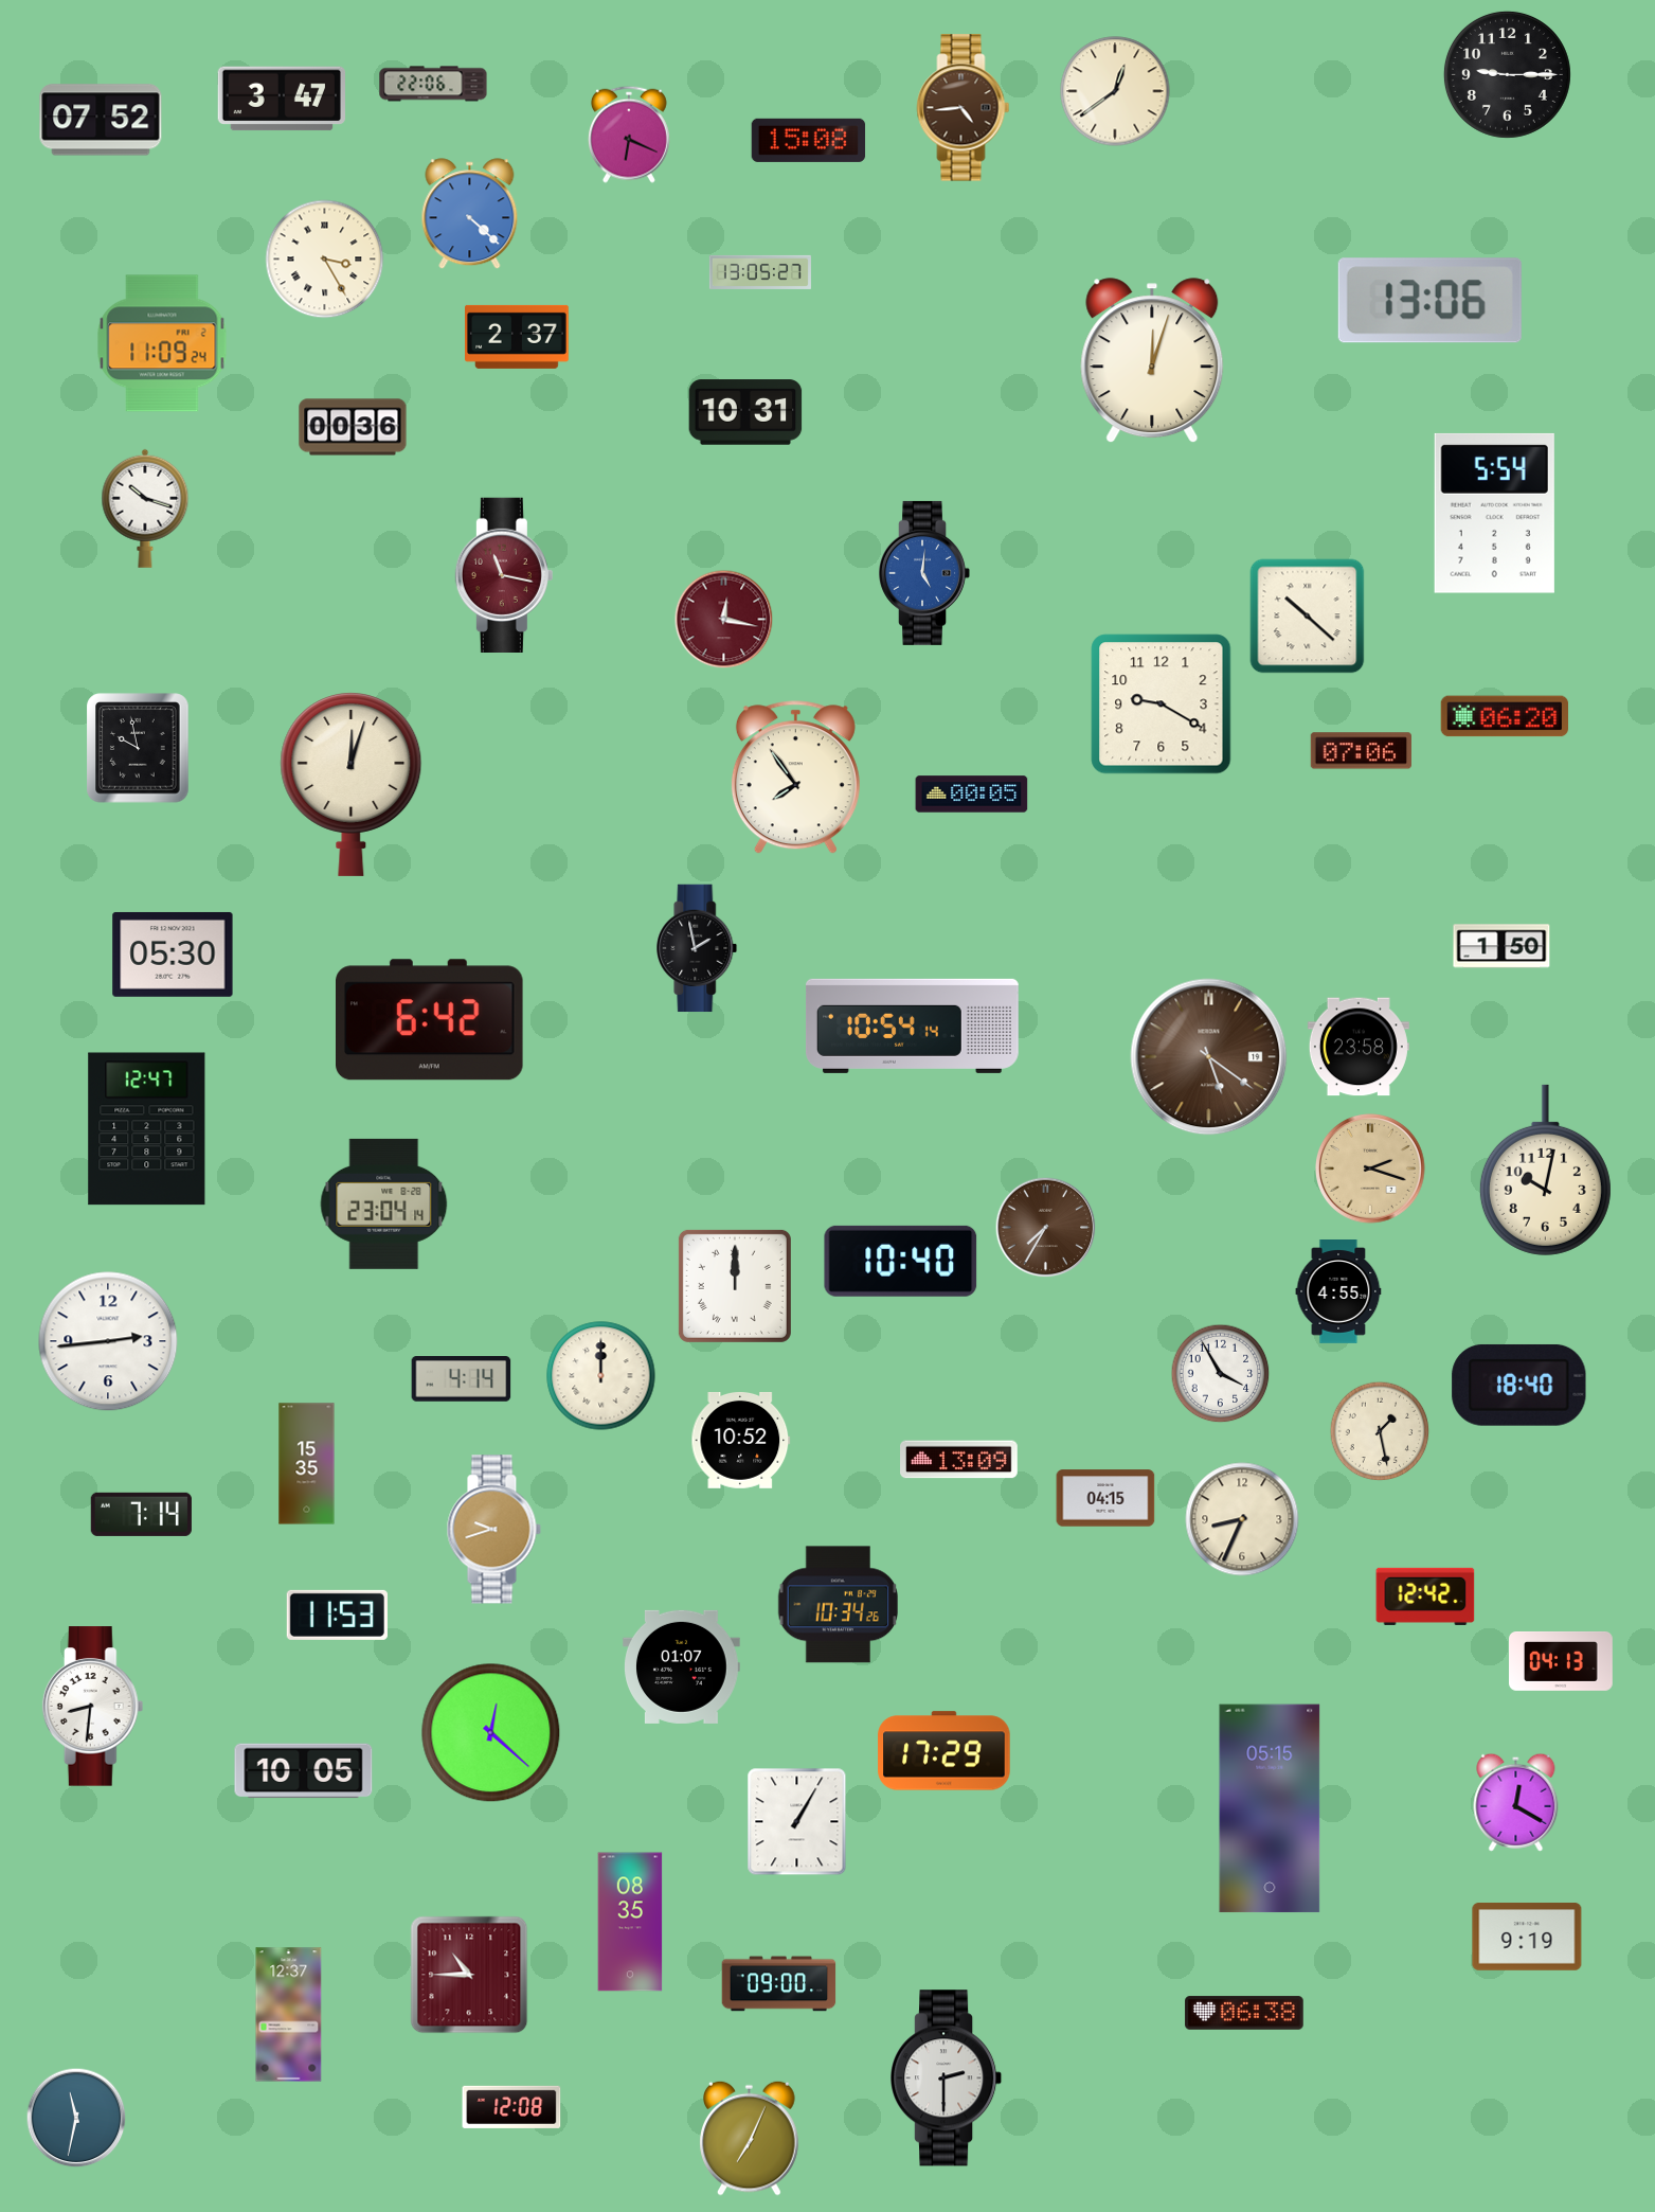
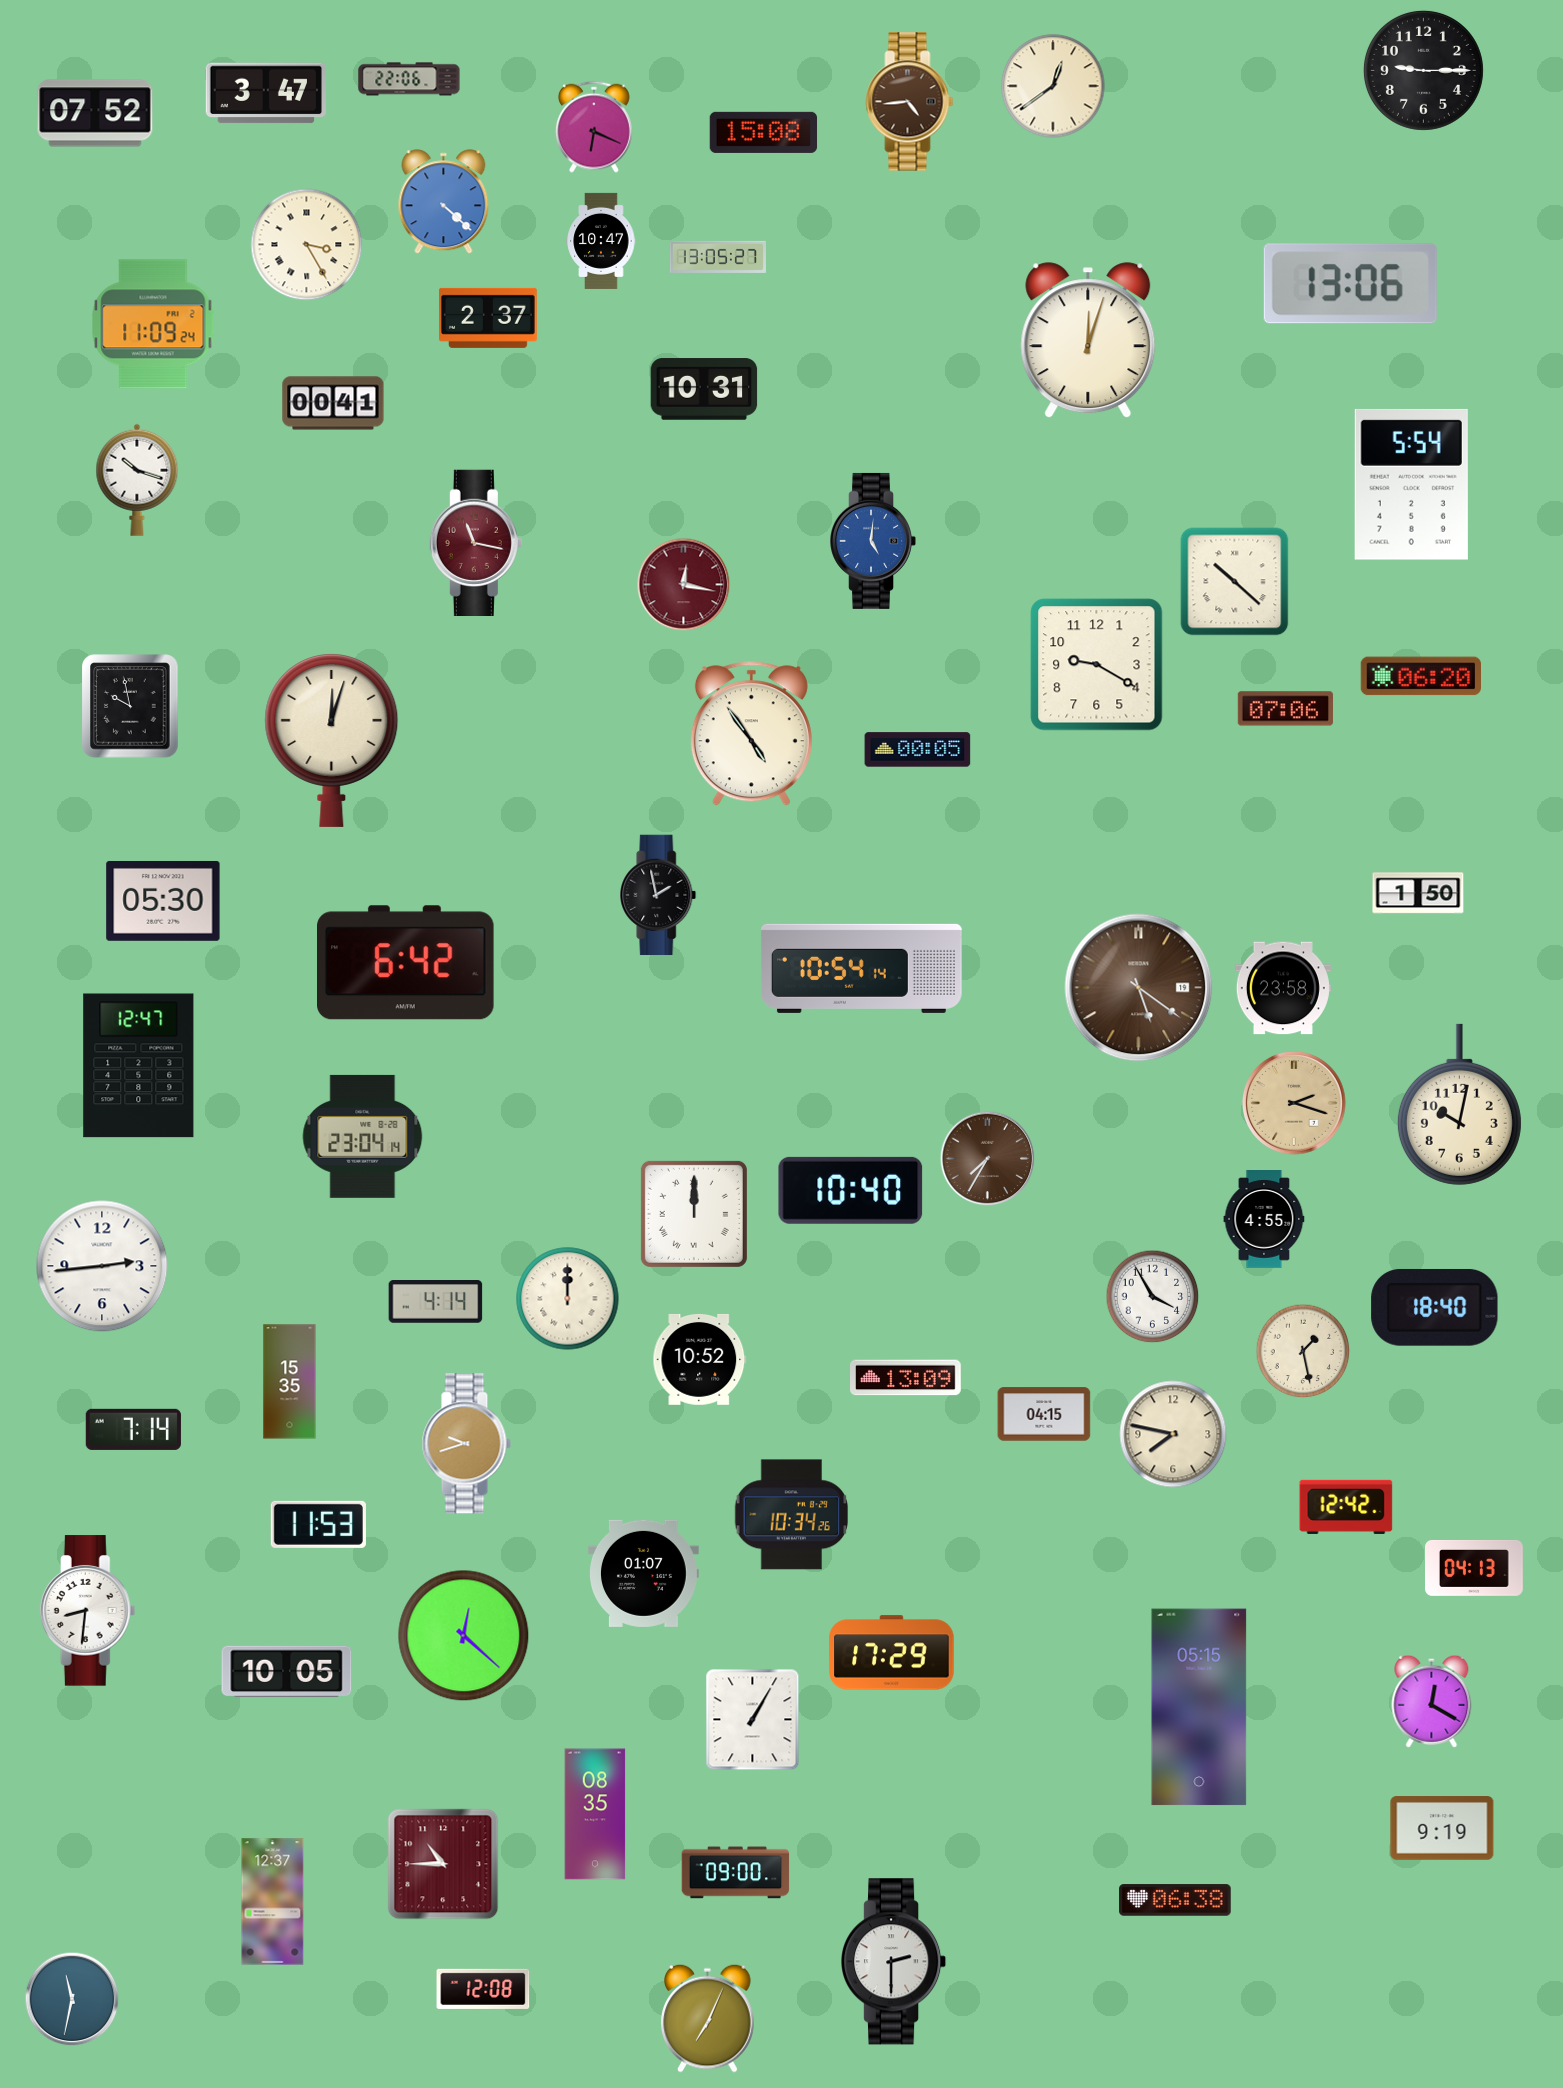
clock at (601, 241): none -> 10:47
clock at (353, 427): 00:36 -> 00:41
clock at (795, 778): 7:54 -> 4:54
clock at (1209, 1057) position: (1209, 1057) -> (1139, 988)
clock at (1242, 1519): 8:34 -> 7:47
